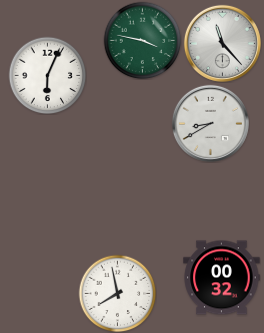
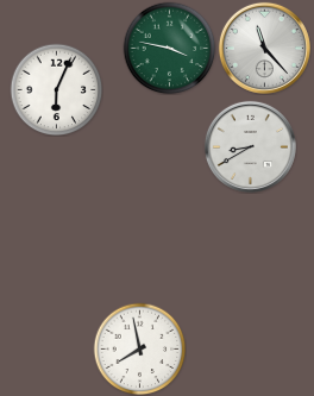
clock at (222, 43) position: (222, 43) -> (264, 48)
clock at (222, 278): 00:32 -> none
